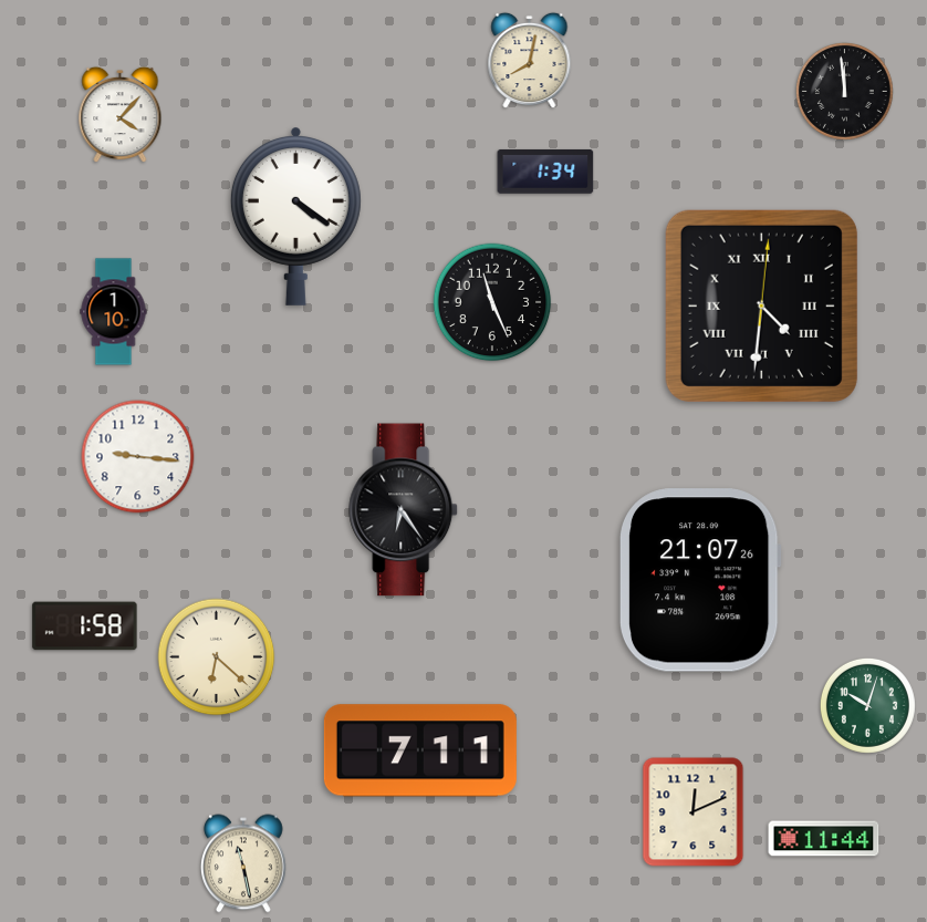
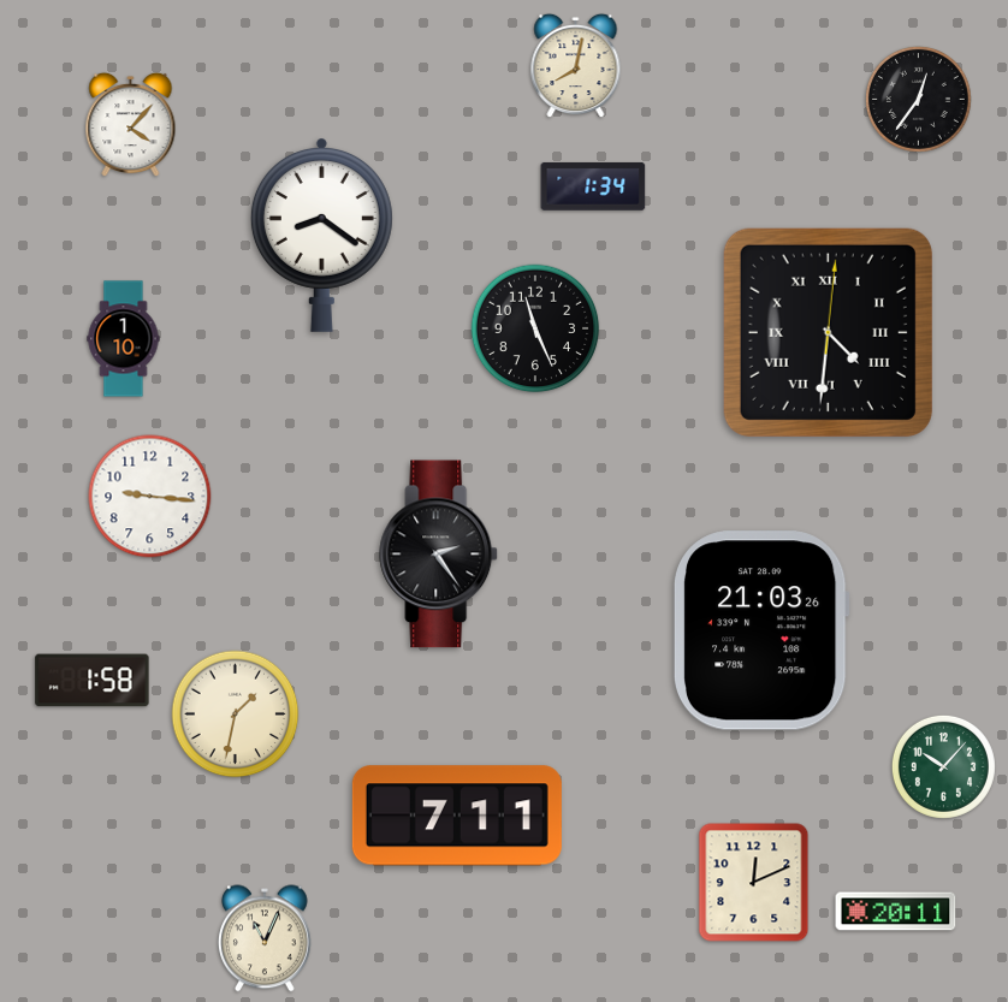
clock at (844, 91): 11:59 -> 12:36
clock at (295, 217): 4:21 -> 8:21
clock at (404, 510): 6:24 -> 2:24
clock at (700, 580): 21:07 -> 21:03
clock at (217, 657): 6:22 -> 1:32
clock at (867, 705): 10:03 -> 10:07
clock at (824, 839): 11:44 -> 20:11
clock at (244, 863): 11:28 -> 11:04
